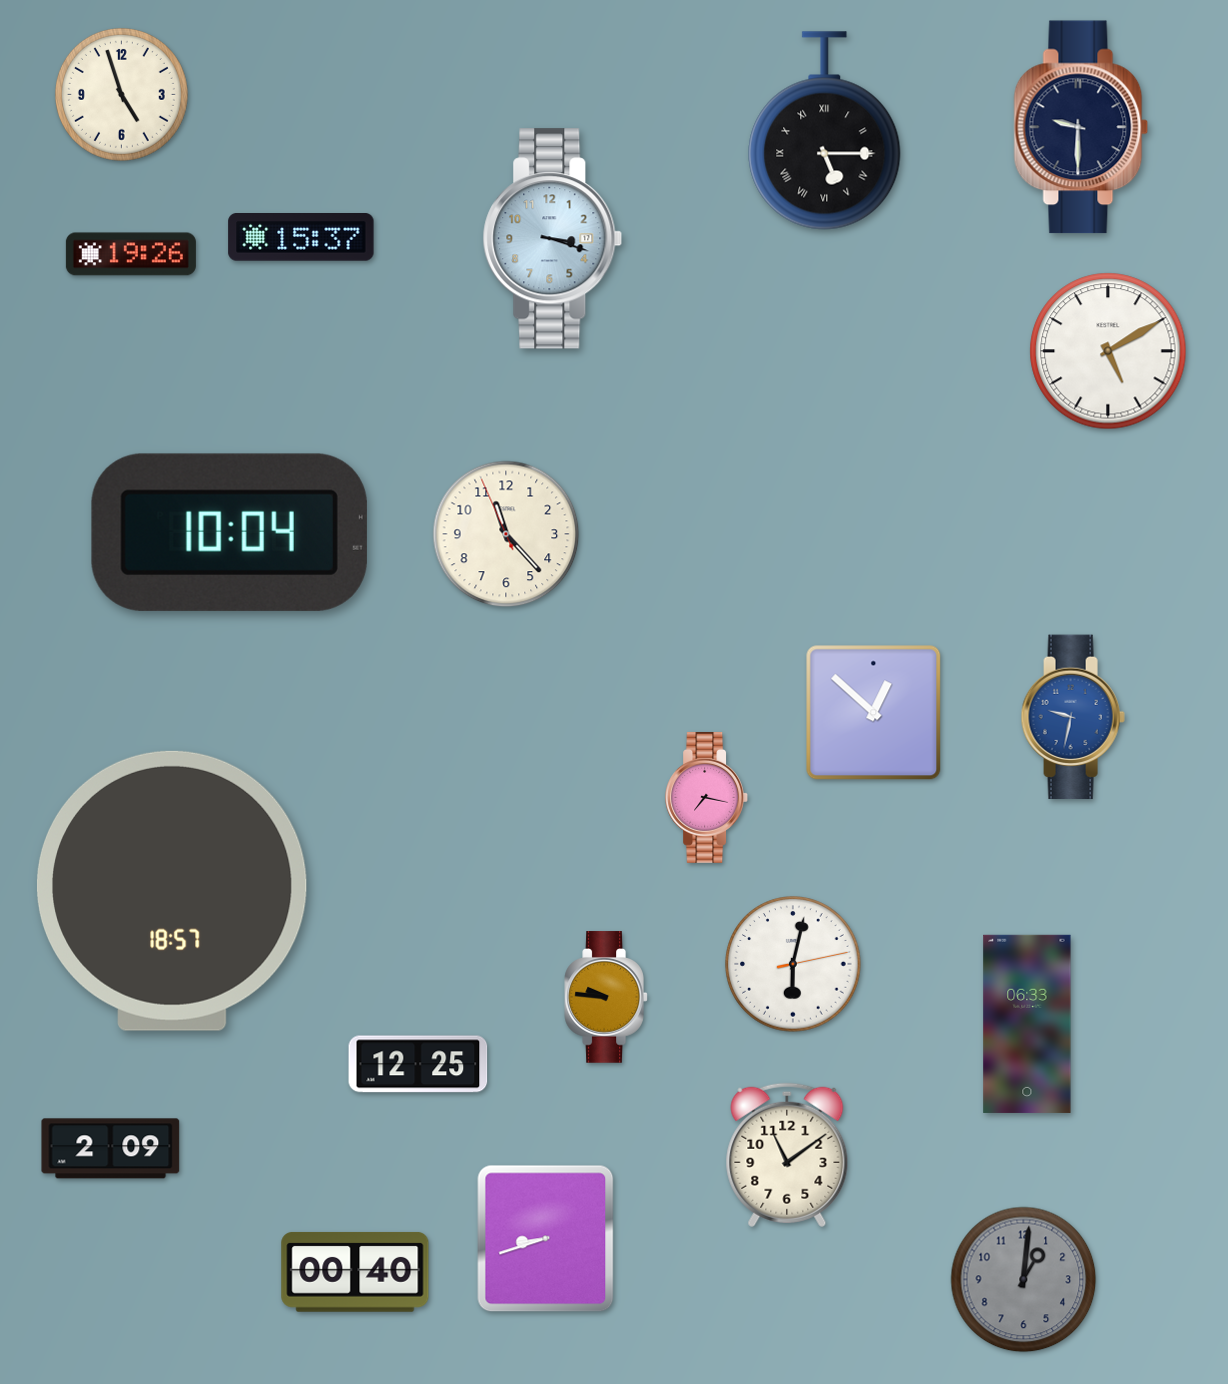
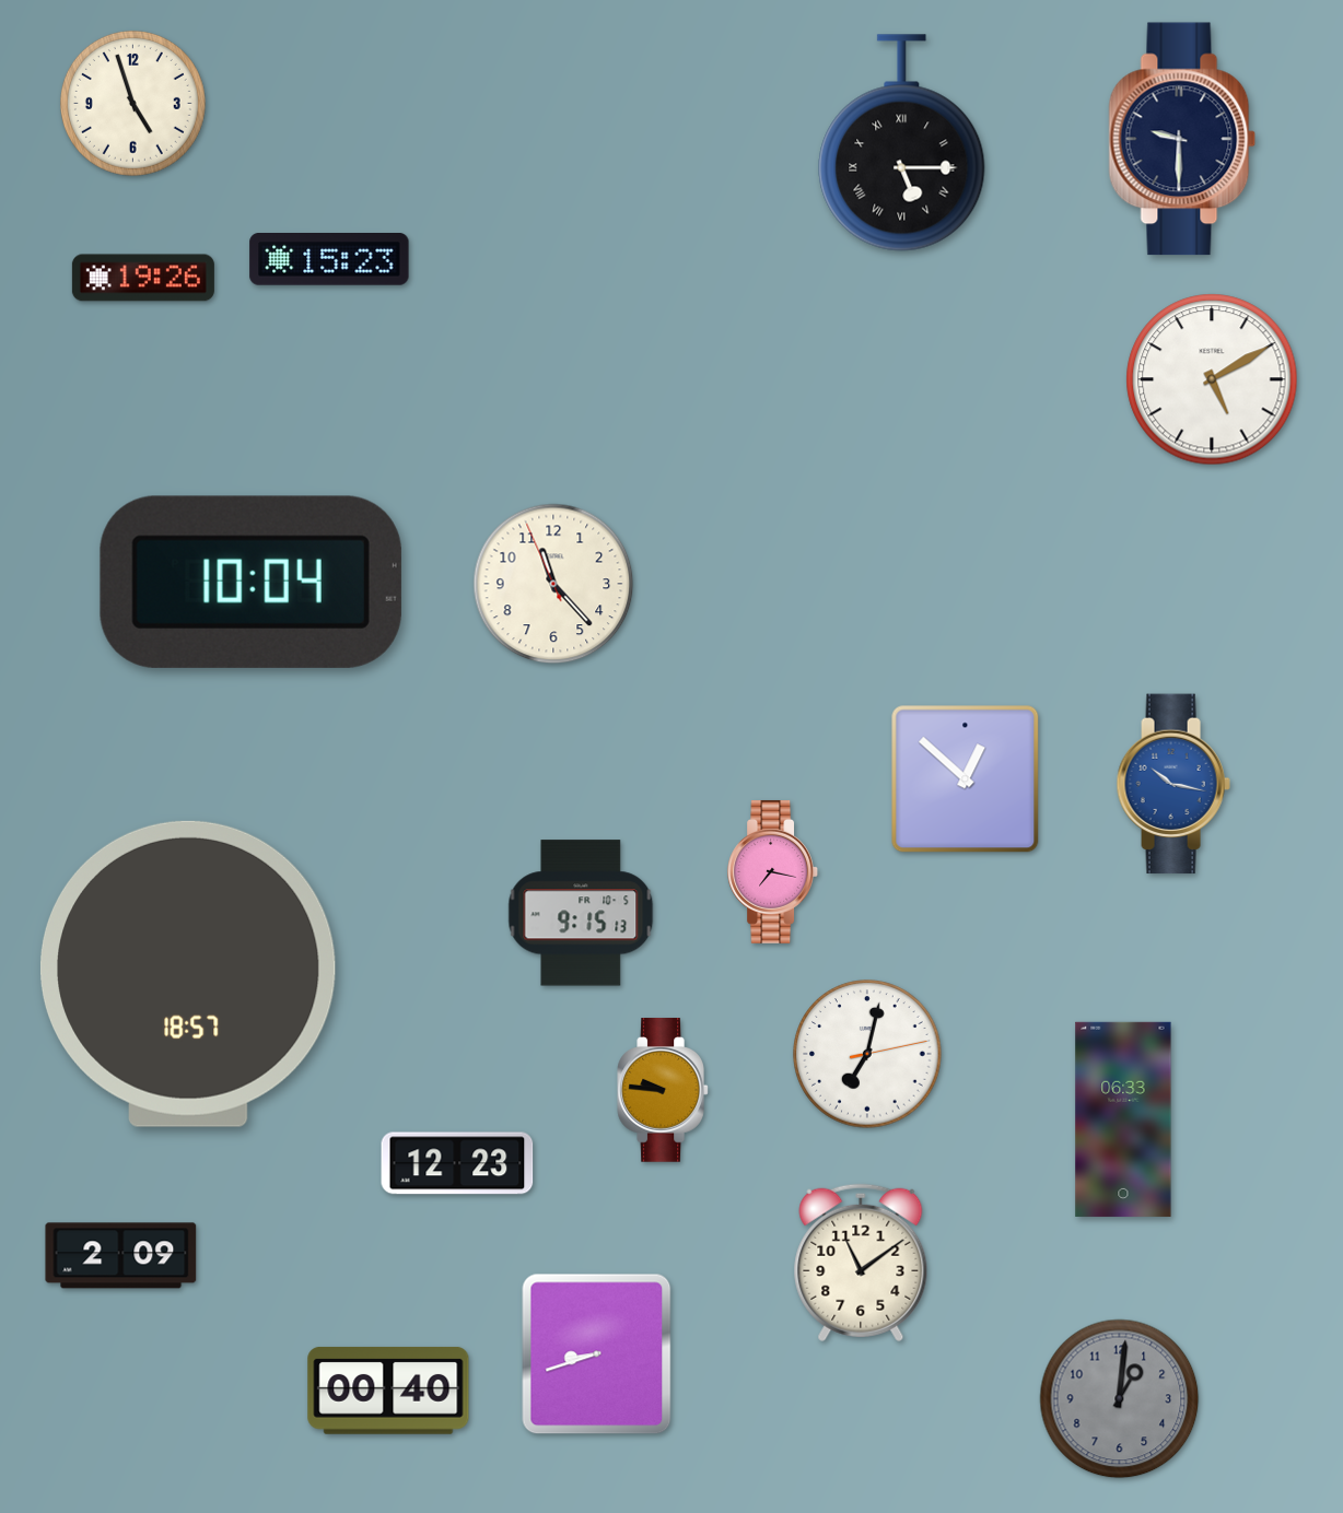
clock at (301, 237): 15:37 -> 15:23
clock at (553, 239): 3:18 -> none
clock at (1108, 351) position: (1108, 351) -> (1212, 379)
clock at (874, 713) position: (874, 713) -> (966, 779)
clock at (1073, 717): 9:32 -> 10:17
clock at (581, 913): none -> 9:15
clock at (793, 964): 6:02 -> 7:02
clock at (418, 1064): 12:25 -> 12:23
